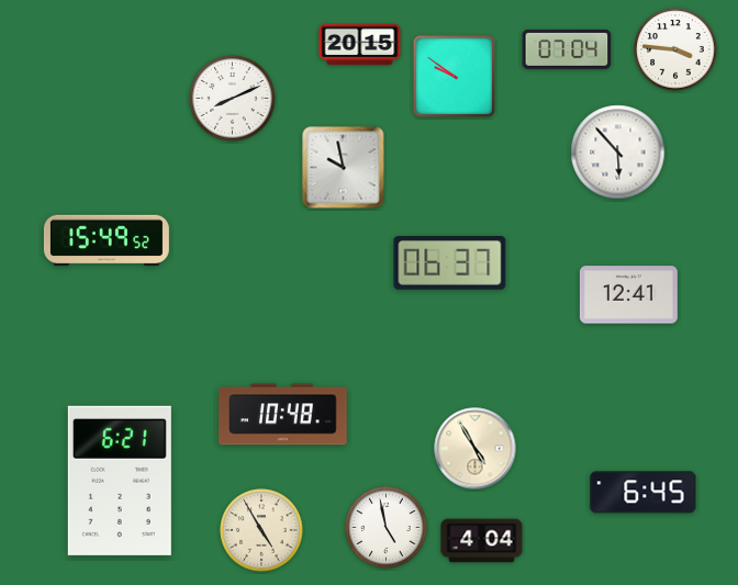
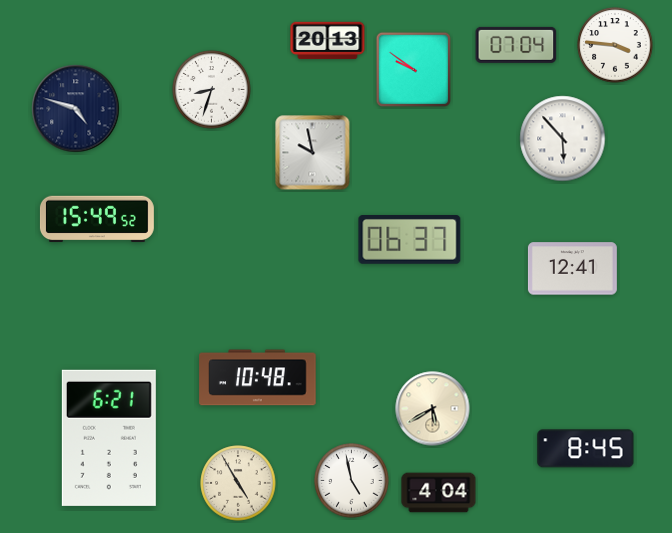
clock at (360, 45): 20:15 -> 20:13
clock at (233, 99): 8:11 -> 8:33
clock at (76, 109): none -> 4:48
clock at (476, 449): 4:55 -> 5:40
clock at (644, 493): 6:45 -> 8:45
